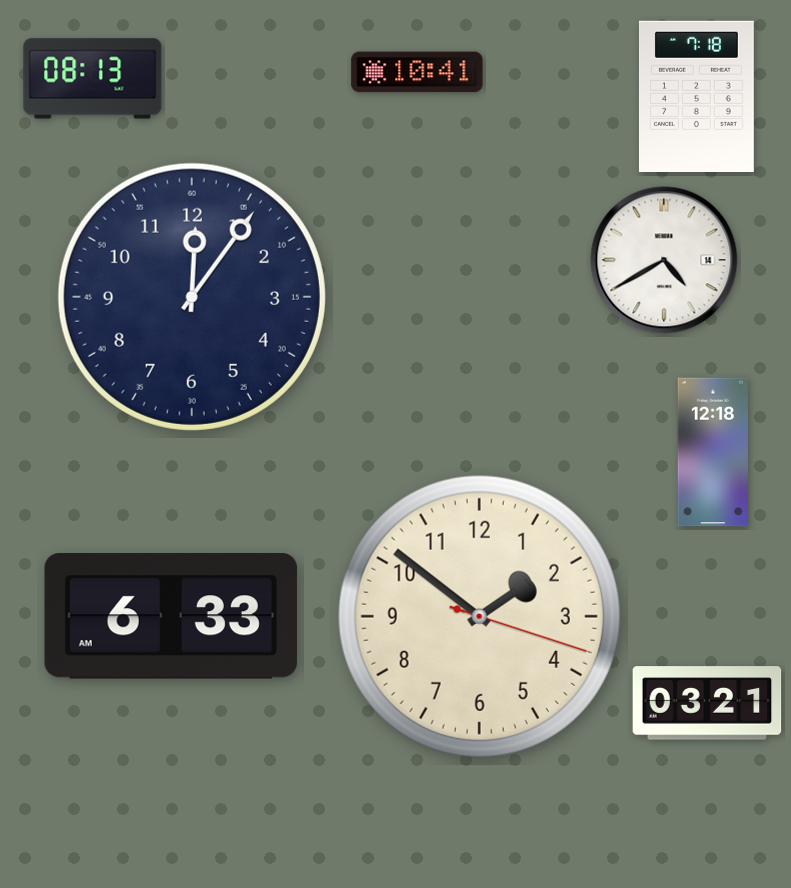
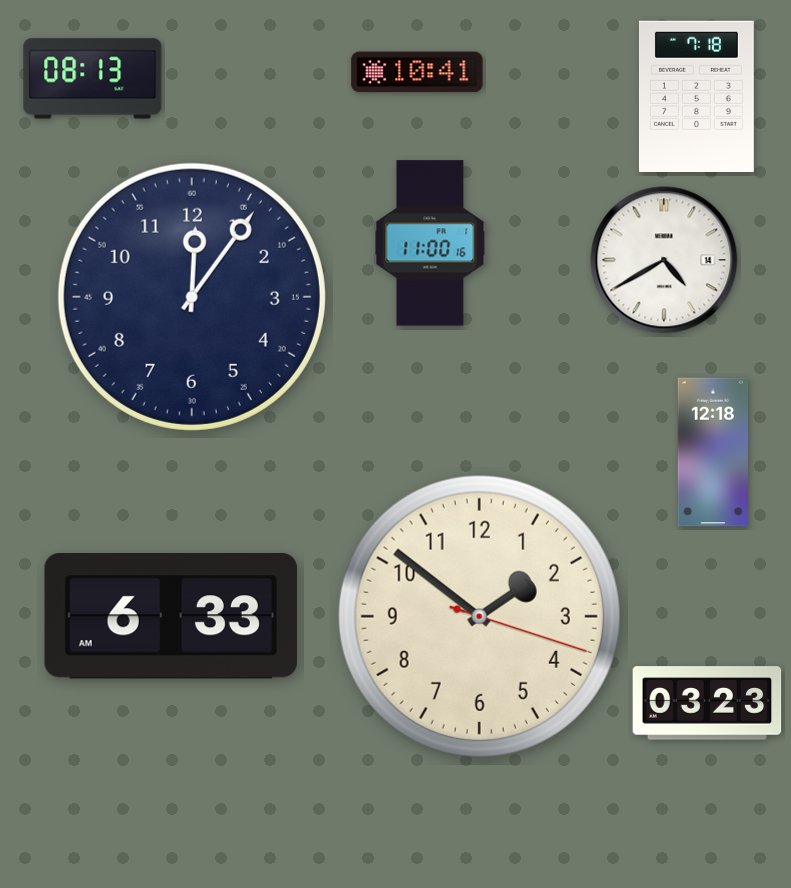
clock at (430, 243): none -> 11:00
clock at (707, 703): 03:21 -> 03:23
